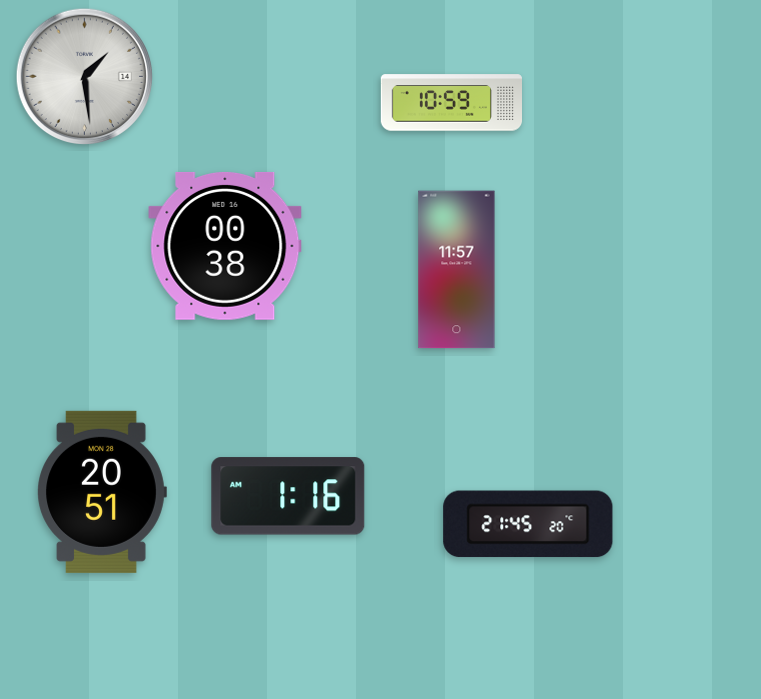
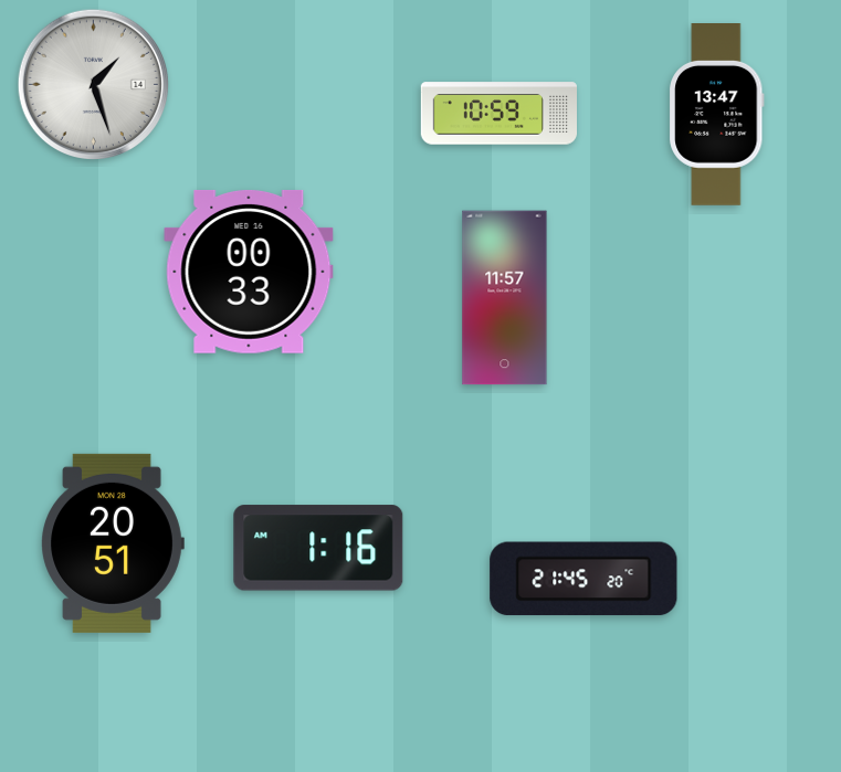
clock at (84, 76): 1:29 -> 1:27
clock at (717, 115): none -> 13:47
clock at (225, 246): 00:38 -> 00:33
